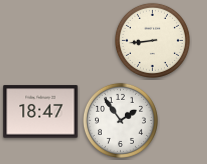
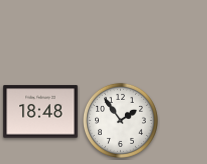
clock at (152, 40): 8:44 -> none
clock at (41, 112): 18:47 -> 18:48
